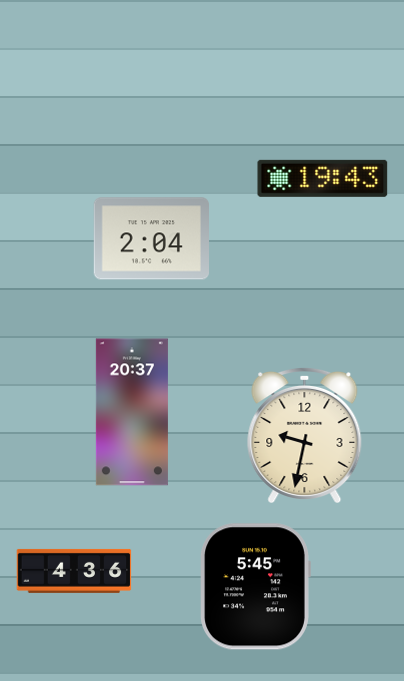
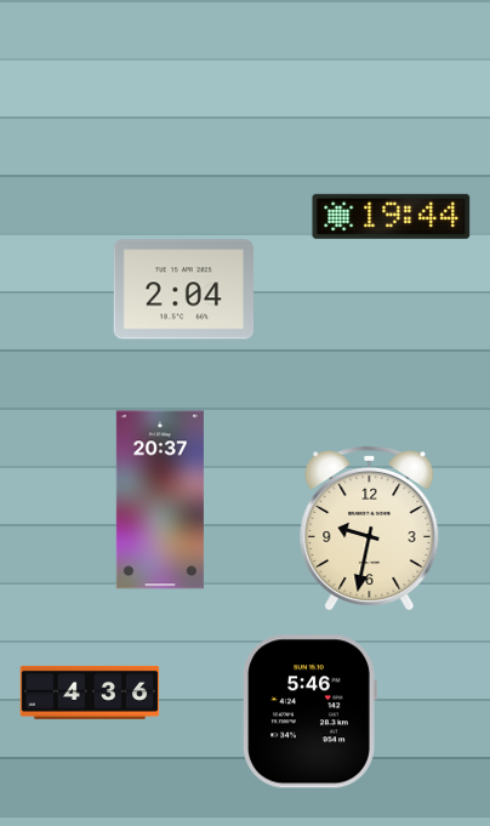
clock at (323, 178): 19:43 -> 19:44
clock at (255, 587): 5:45 -> 5:46
